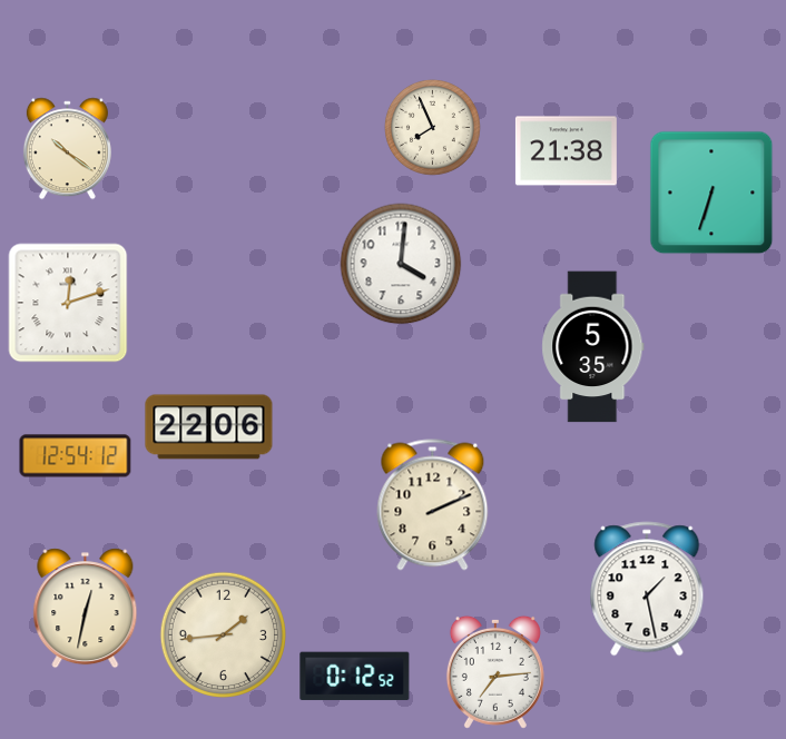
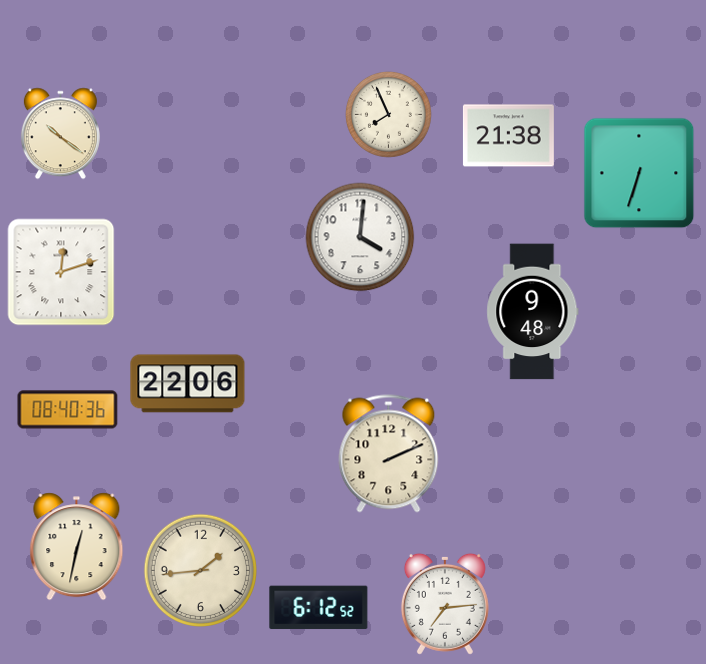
clock at (593, 347): 5:35 -> 9:48
clock at (76, 456): 12:54 -> 08:40
clock at (647, 589): 1:28 -> none
clock at (355, 677): 0:12 -> 6:12
